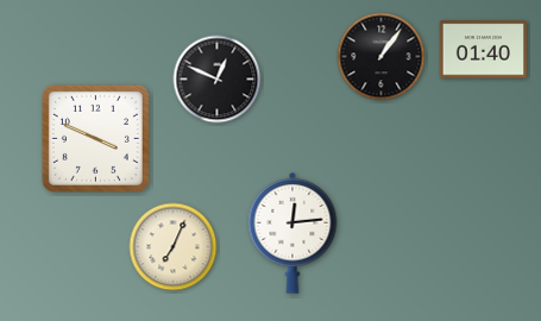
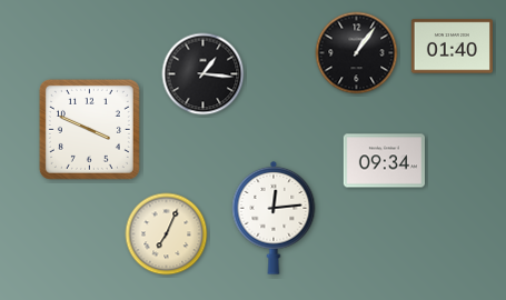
clock at (218, 80): 12:49 -> 1:16
clock at (384, 161): none -> 09:34
clock at (174, 247) position: (174, 247) -> (167, 234)
